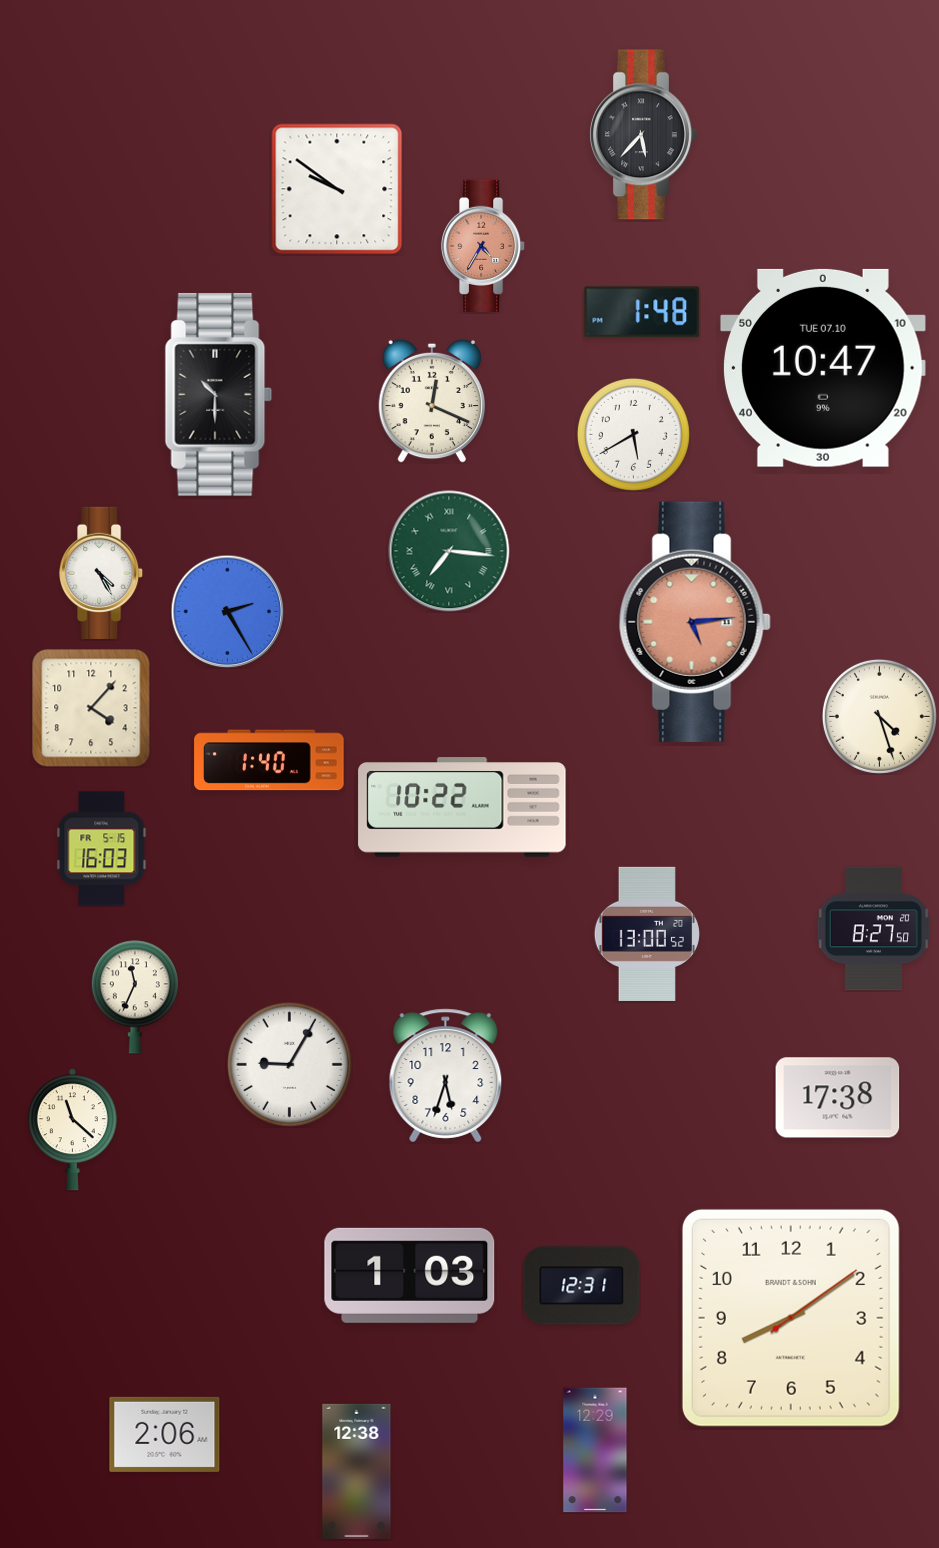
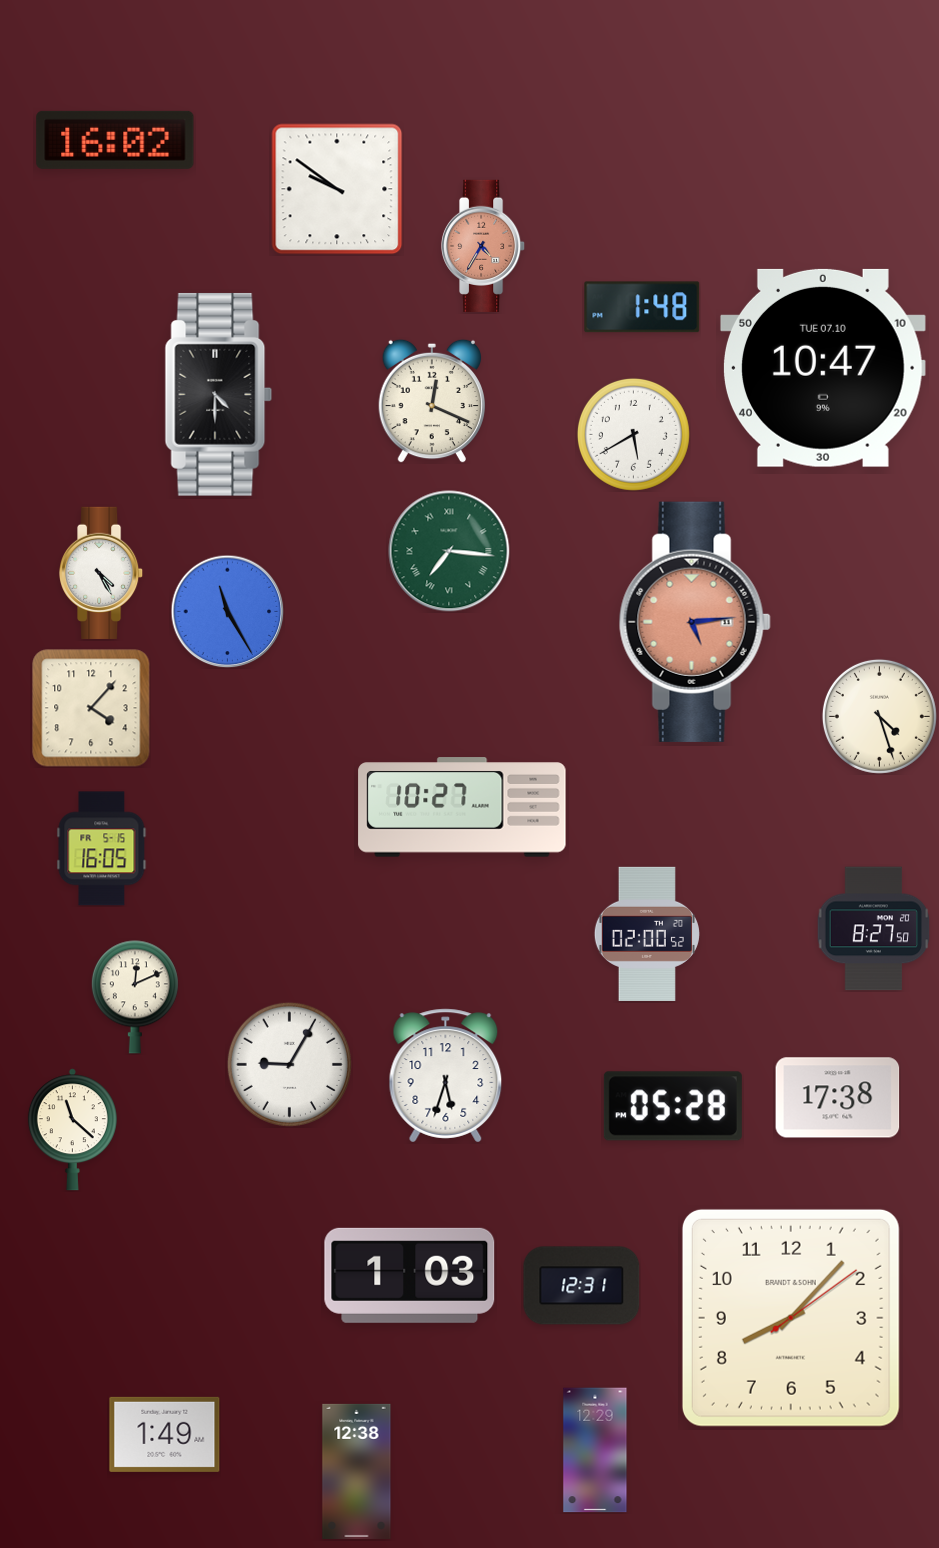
clock at (643, 135): 5:37 -> none
clock at (115, 140): none -> 16:02
clock at (642, 312) position: (642, 312) -> (642, 307)
clock at (219, 394): 10:30 -> 4:30
clock at (227, 611): 2:25 -> 11:25
clock at (269, 760): 1:40 -> none
clock at (462, 807): 10:22 -> 10:27
clock at (102, 849): 16:03 -> 16:05
clock at (647, 934): 13:00 -> 02:00
clock at (135, 997): 11:34 -> 12:11
clock at (673, 1106): none -> 05:28
clock at (791, 1318): 8:09 -> 8:07
clock at (165, 1434): 2:06 -> 1:49
